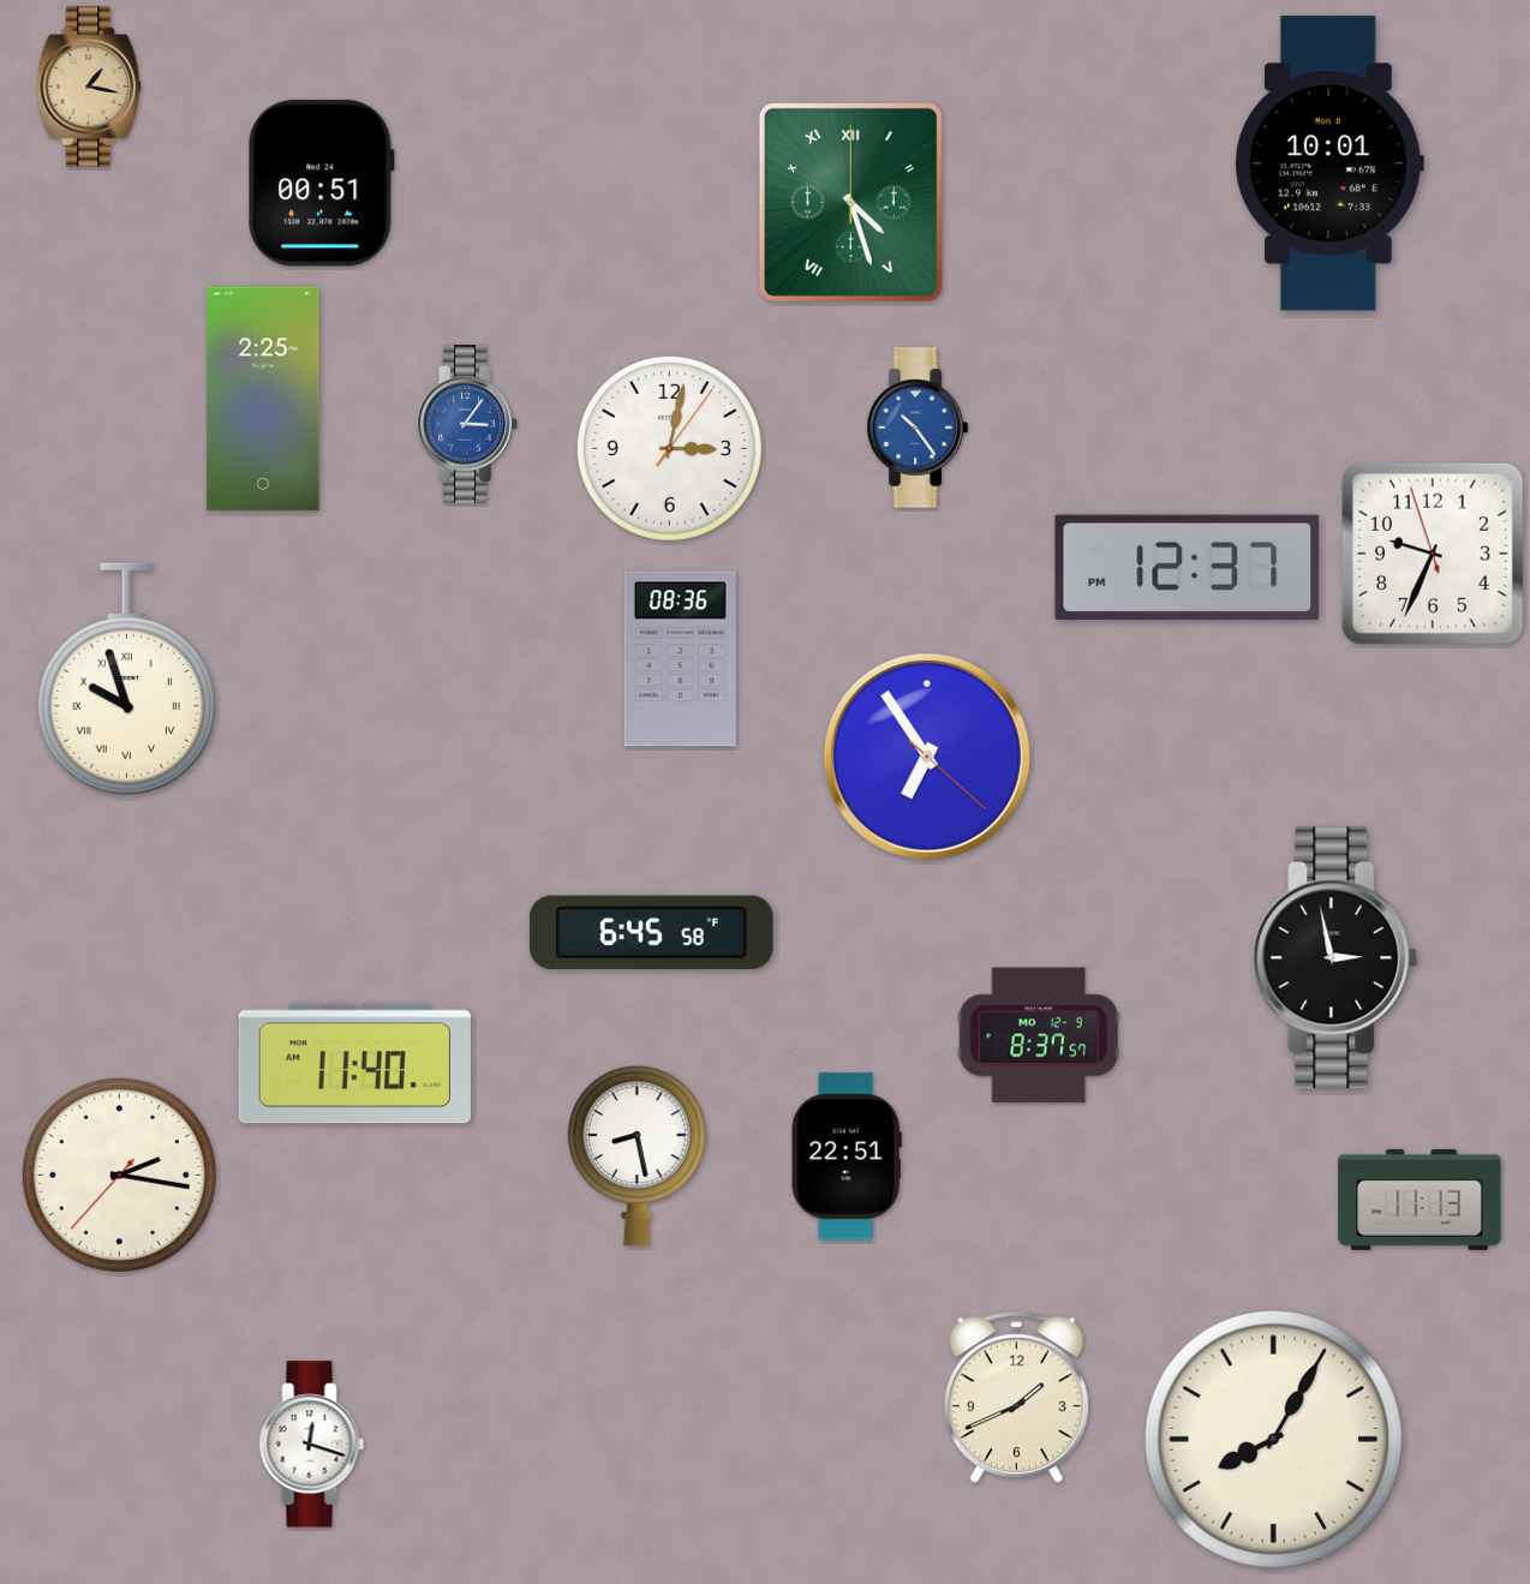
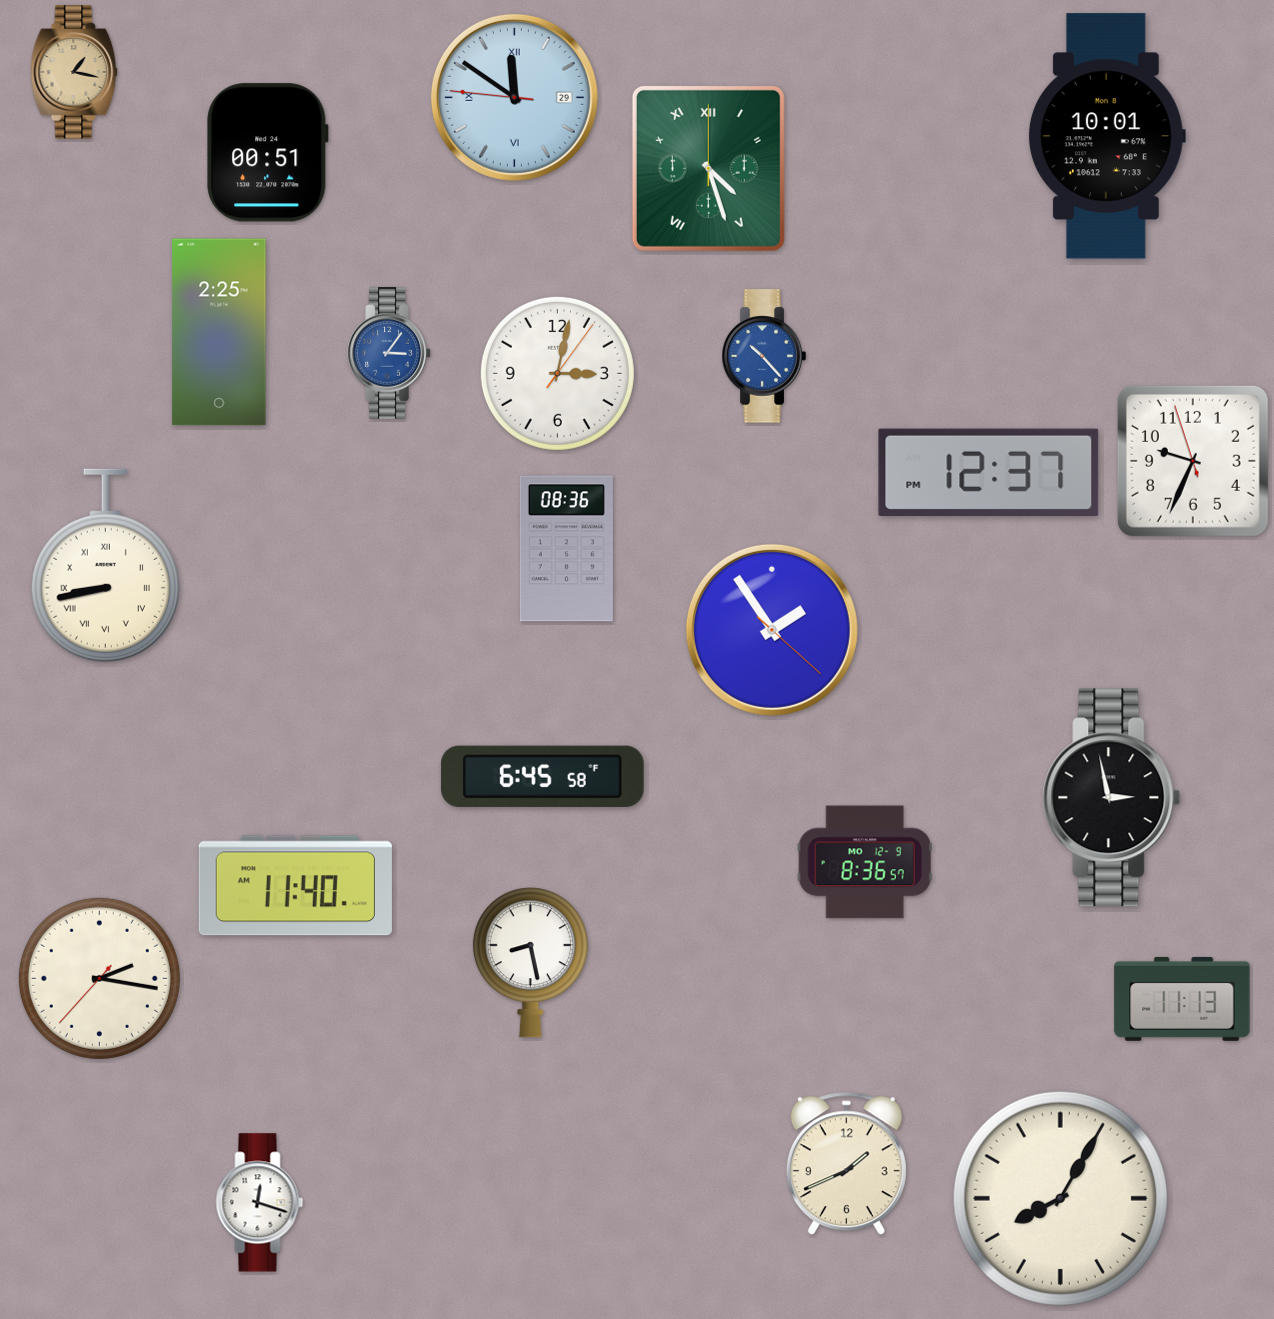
clock at (514, 97): none -> 11:50
clock at (918, 428): 10:24 -> 10:23
clock at (126, 679): 9:57 -> 8:43
clock at (927, 757): 6:54 -> 1:54
clock at (1039, 1035): 8:37 -> 8:36
clock at (847, 1156): 22:51 -> none
